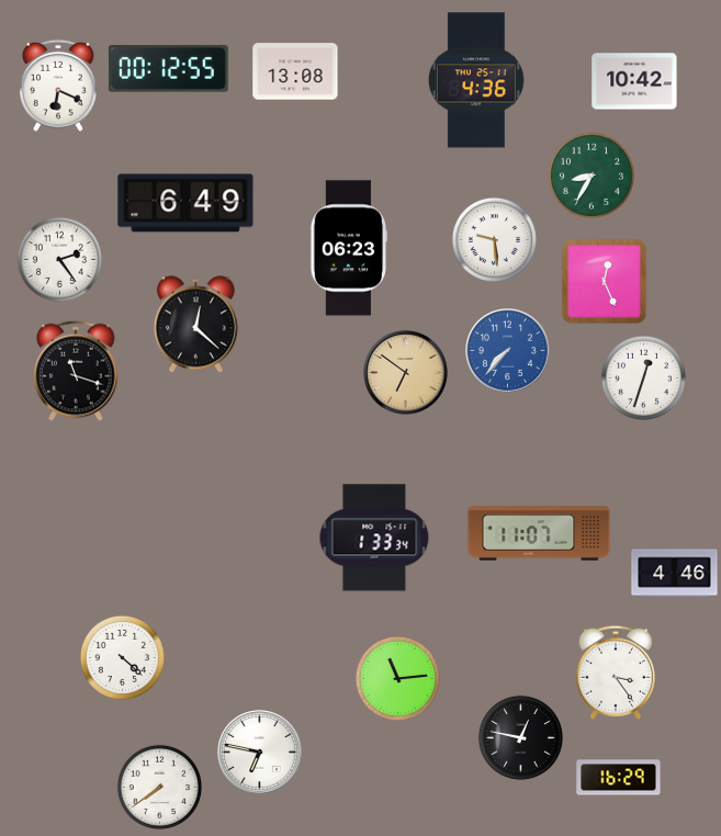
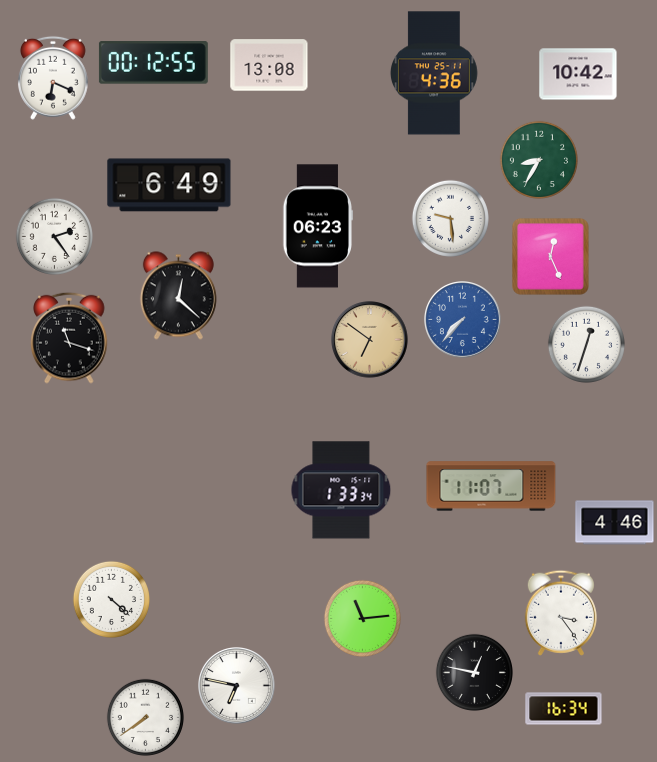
clock at (619, 778): 16:29 -> 16:34
